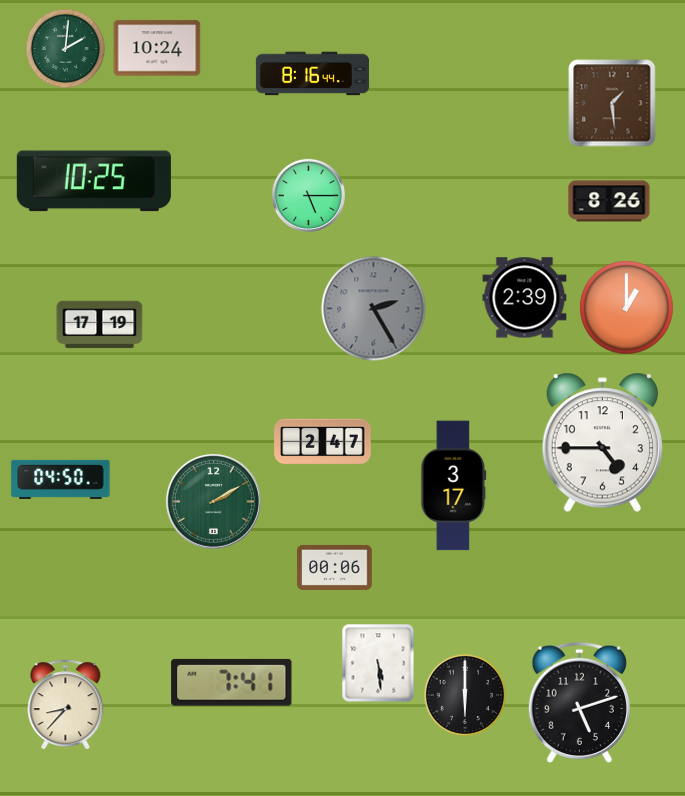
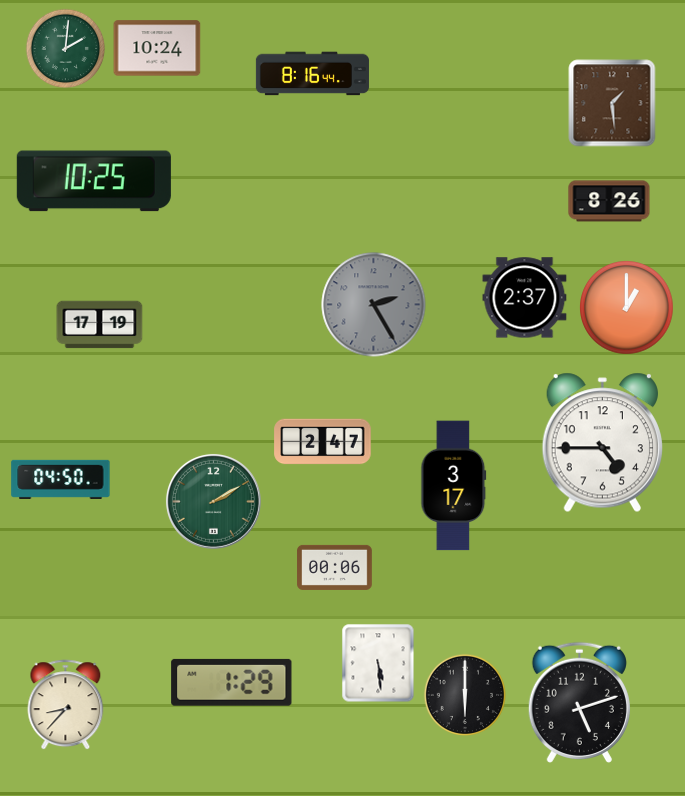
clock at (308, 195): 5:15 -> none
clock at (525, 298): 2:39 -> 2:37
clock at (374, 309) position: (374, 309) -> (374, 305)
clock at (232, 682): 7:41 -> 1:29
